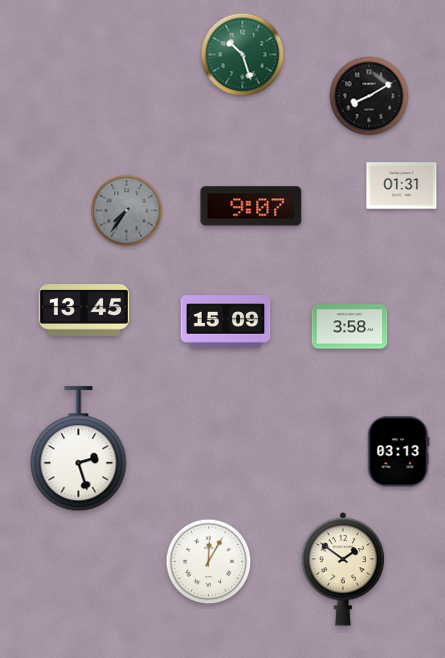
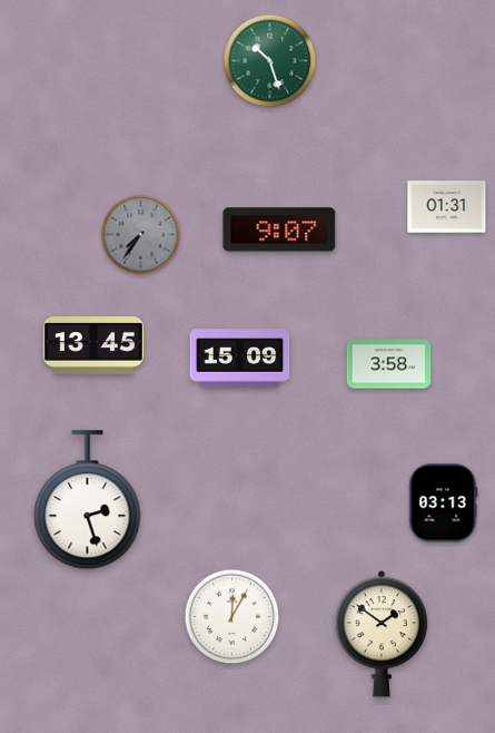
clock at (369, 96): 8:10 -> none
clock at (226, 322) position: (226, 322) -> (240, 359)
clock at (209, 562) position: (209, 562) -> (232, 617)
